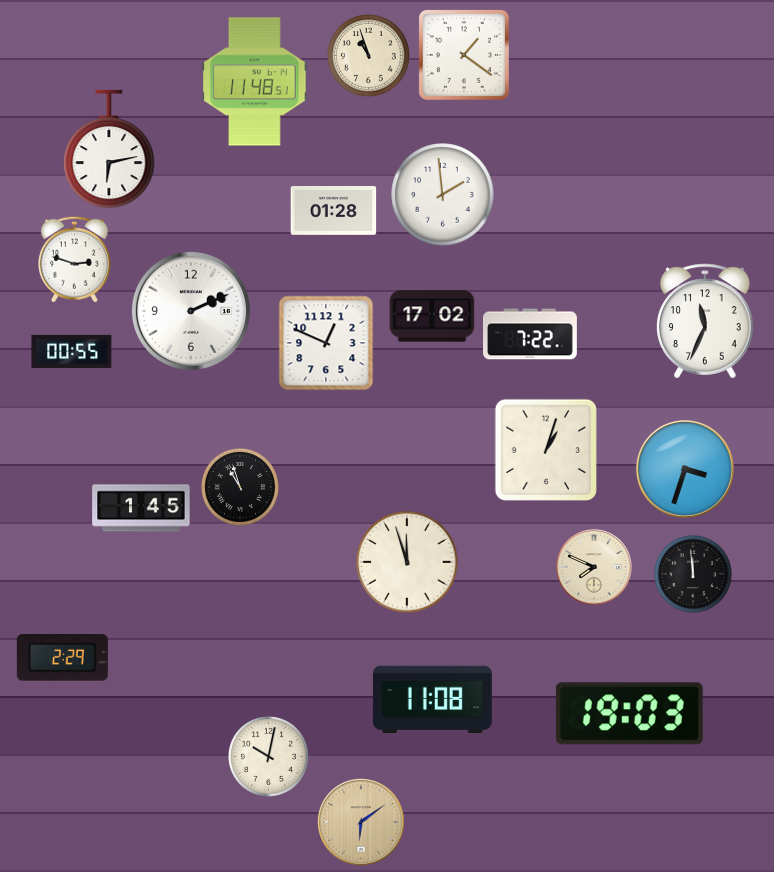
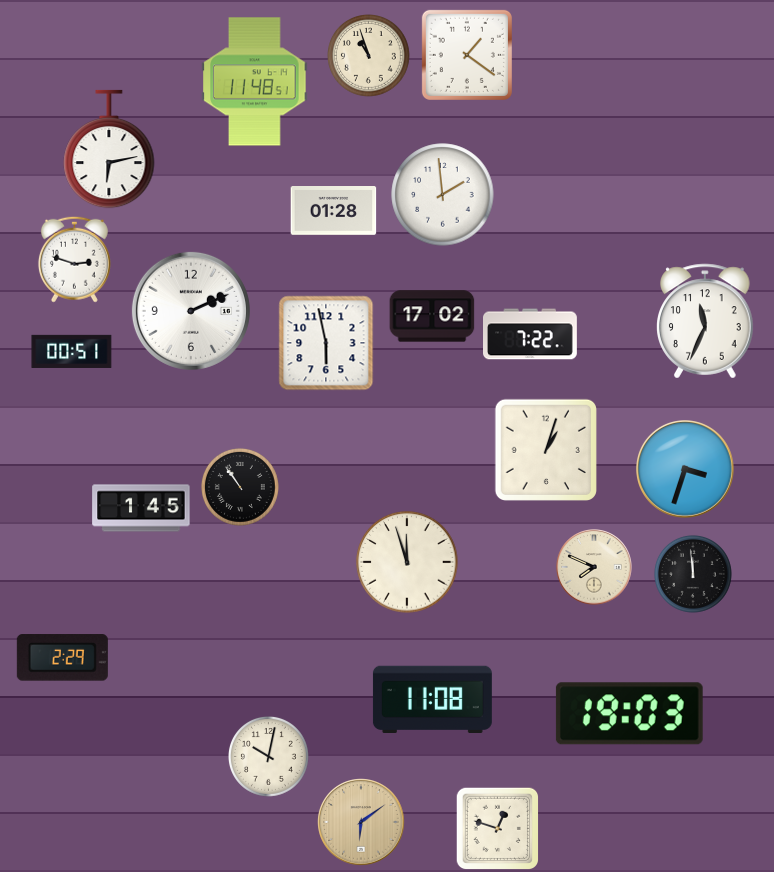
clock at (464, 55) position: (464, 55) -> (467, 55)
clock at (326, 343): 12:49 -> 5:58
clock at (72, 351): 00:55 -> 00:51
clock at (240, 487): 10:57 -> 10:54
clock at (498, 829): none -> 12:48
